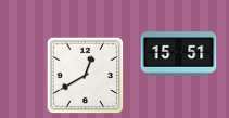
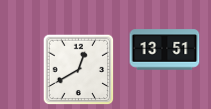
clock at (179, 54): 15:51 -> 13:51
